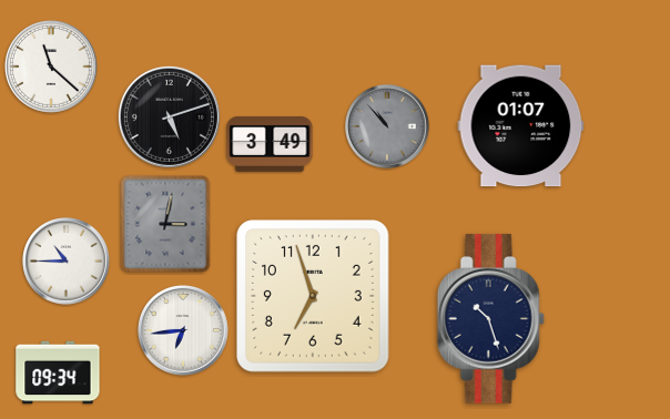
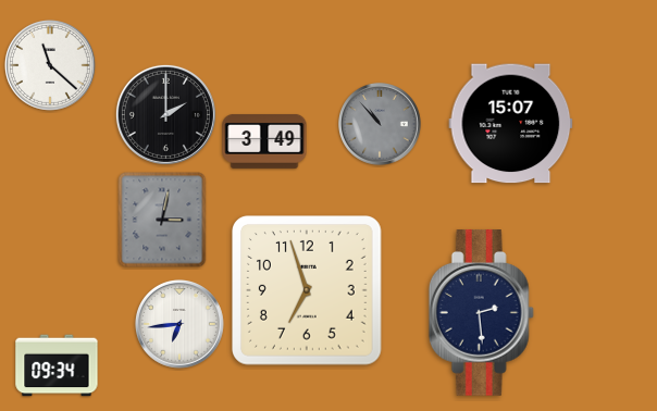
clock at (169, 116): 5:12 -> 2:00
clock at (521, 126): 01:07 -> 15:07
clock at (67, 262): 10:45 -> none
clock at (490, 319): 10:27 -> 2:29
